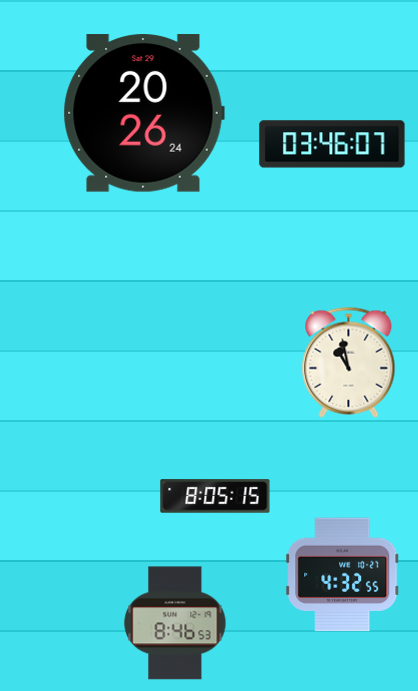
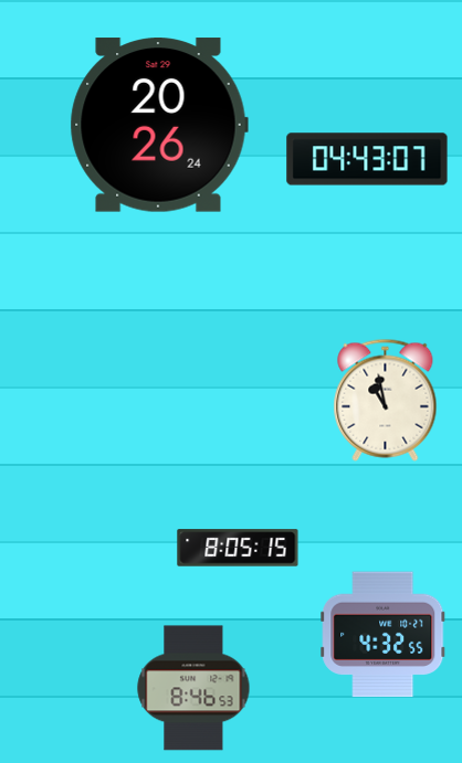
clock at (332, 144): 03:46 -> 04:43
clock at (343, 575) position: (343, 575) -> (384, 635)
